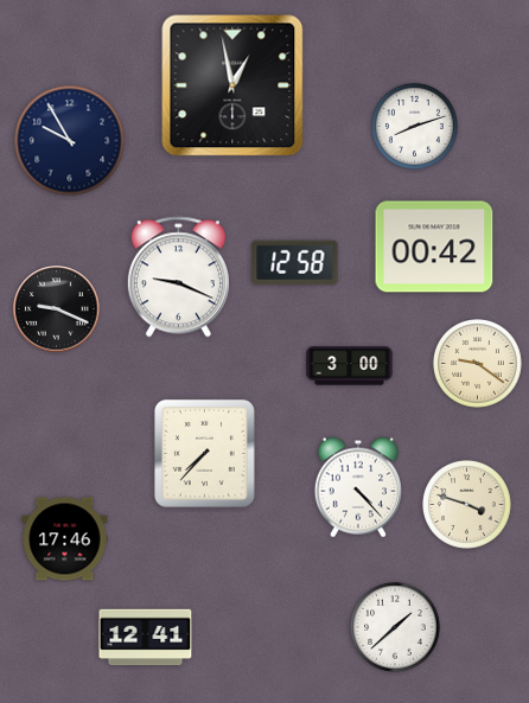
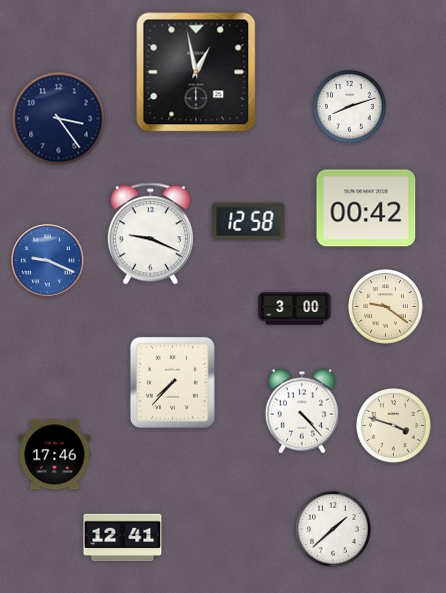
clock at (70, 141): 9:55 -> 3:24
clock at (57, 309) dial: black -> blue
clock at (478, 364) position: (478, 364) -> (386, 307)
